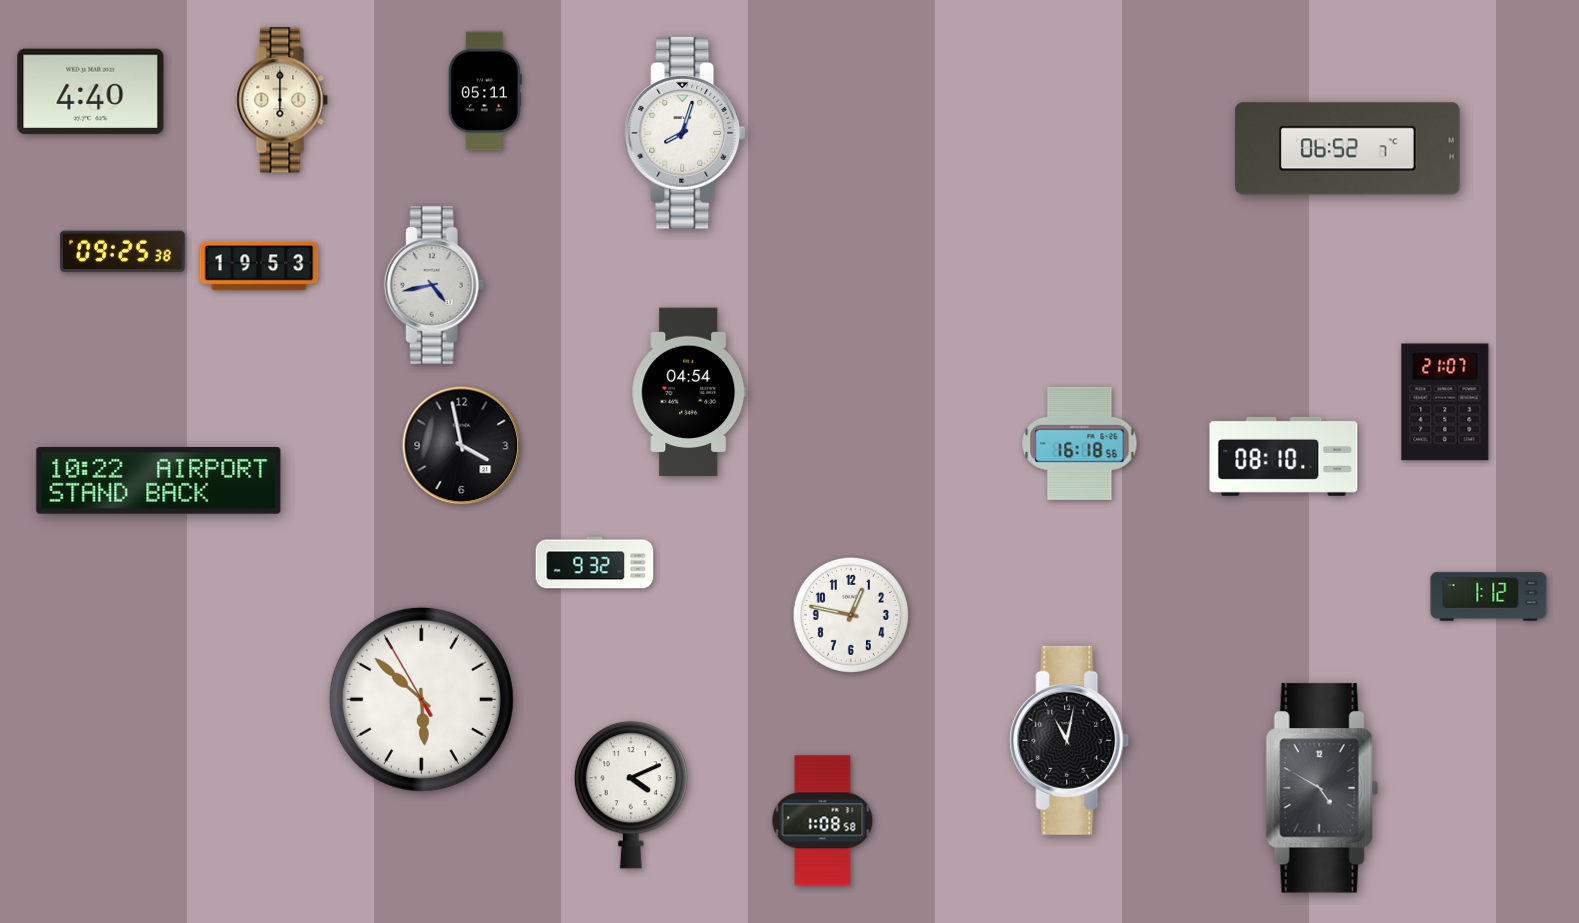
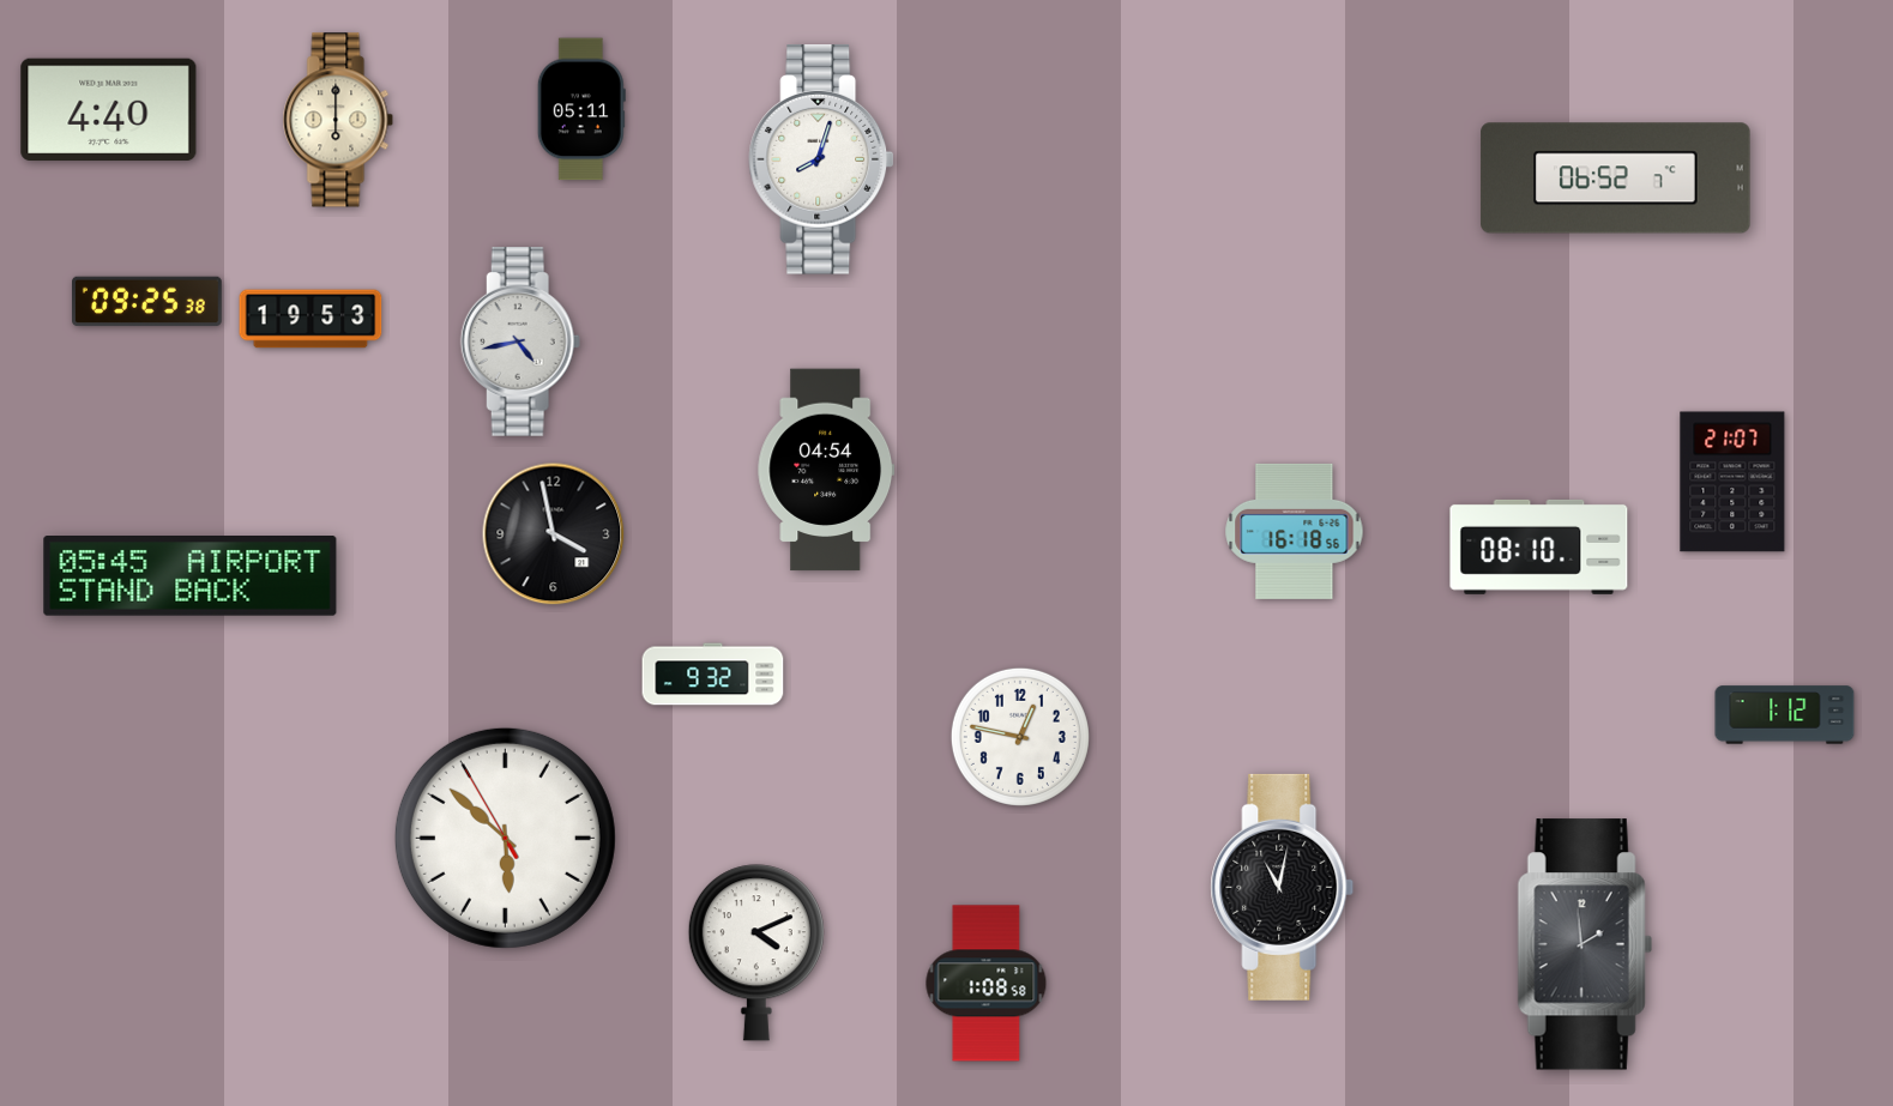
clock at (159, 481): 10:22 -> 05:45
clock at (1322, 788): 4:50 -> 1:59
